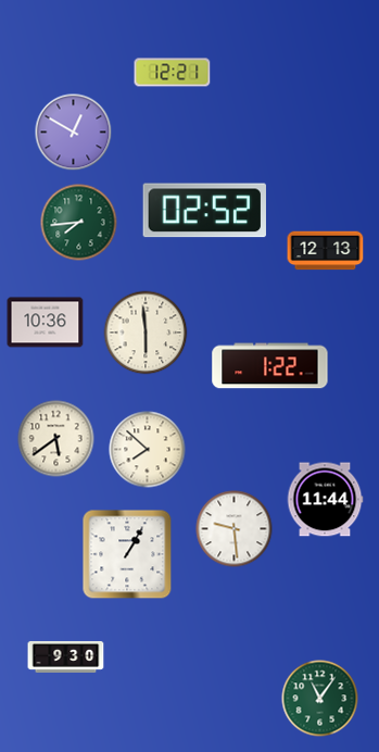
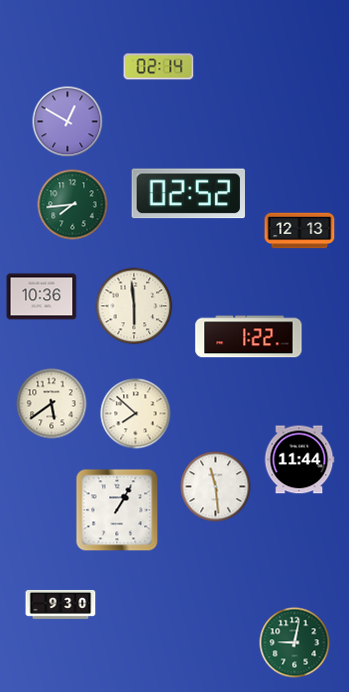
clock at (173, 73): 12:21 -> 02:14
clock at (235, 529): 9:29 -> 11:29
clock at (320, 699): 11:06 -> 9:02
